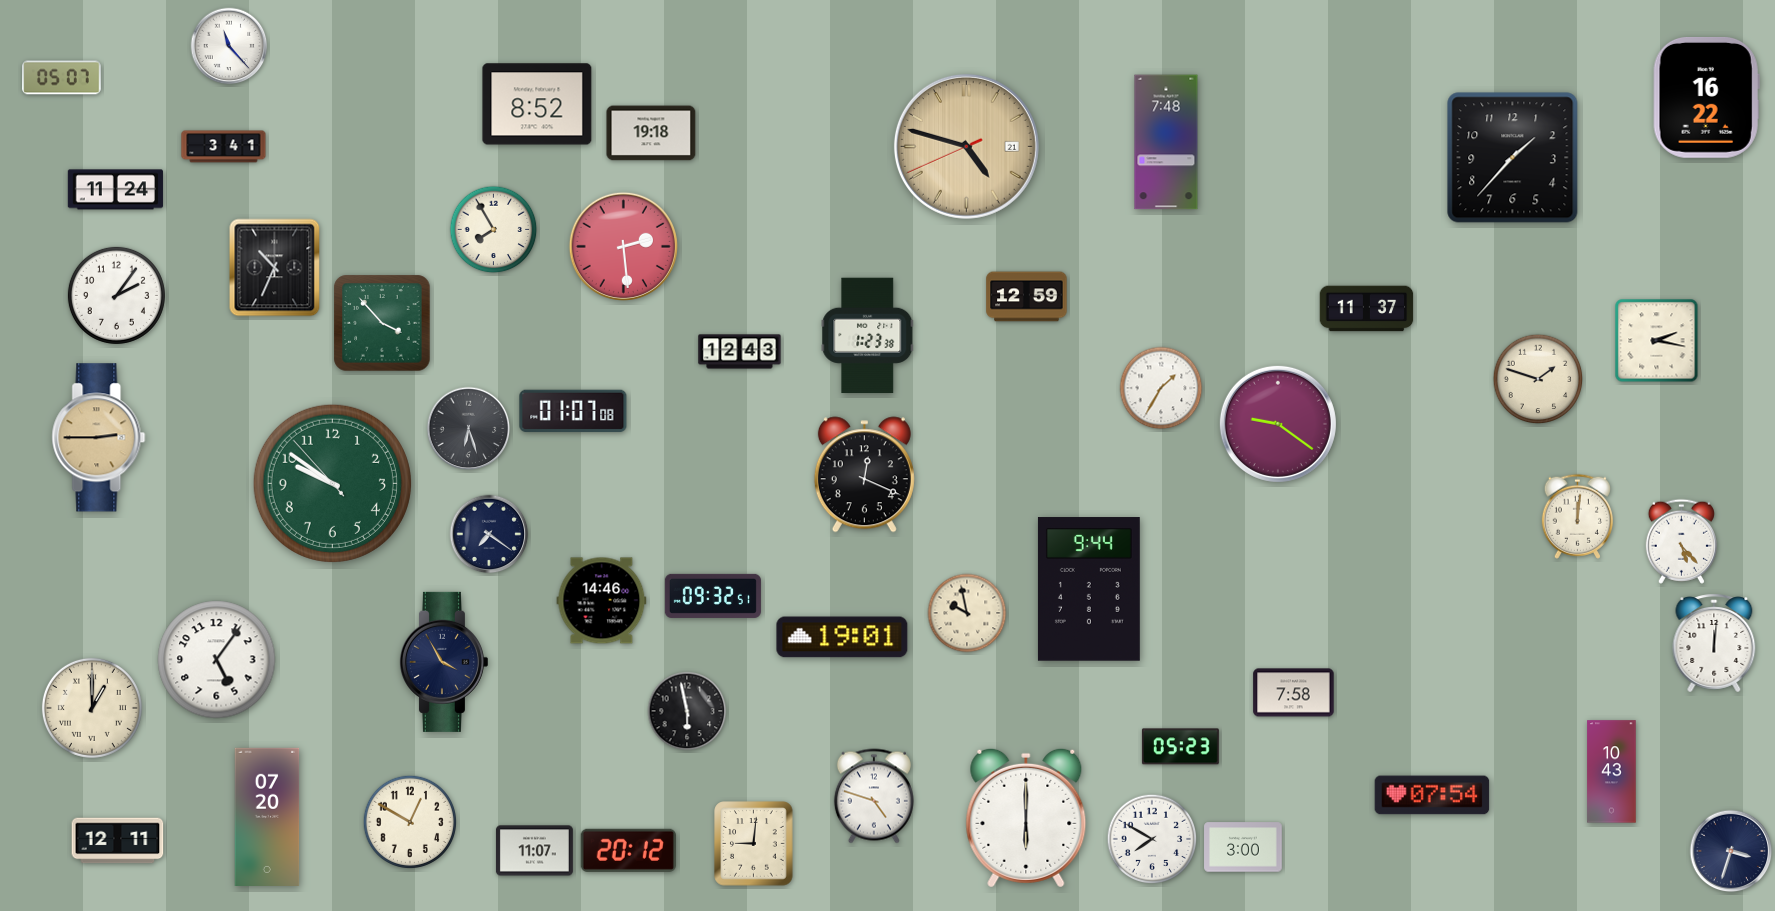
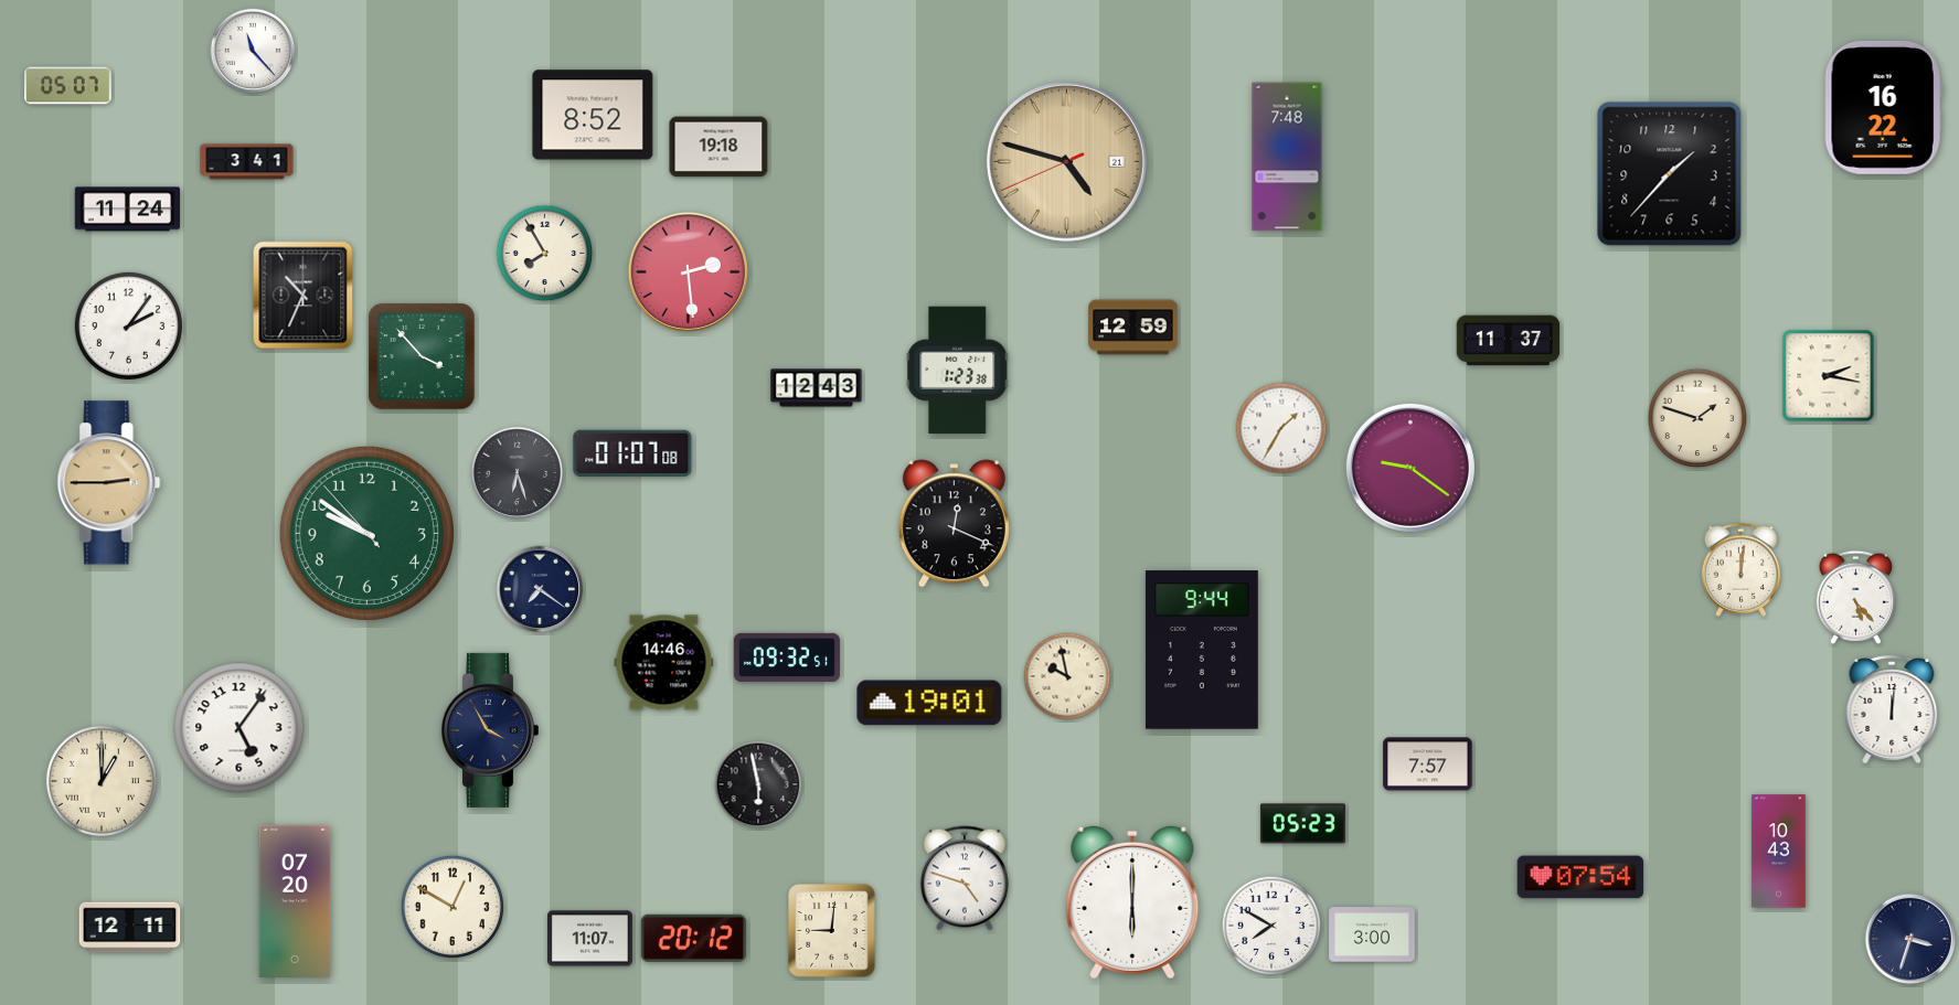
clock at (1294, 693): 7:58 -> 7:57
